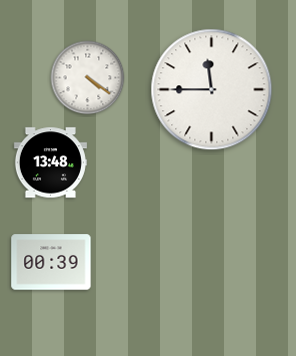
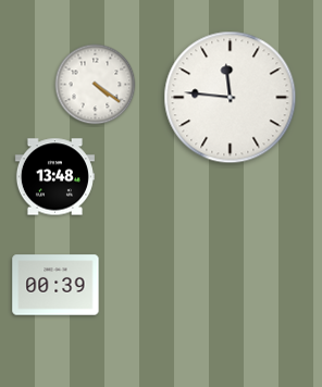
clock at (212, 90): 11:45 -> 11:46
